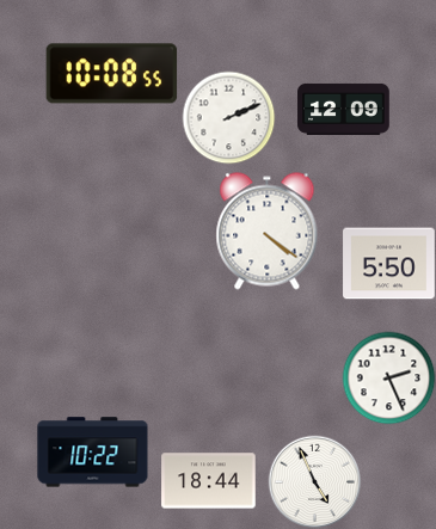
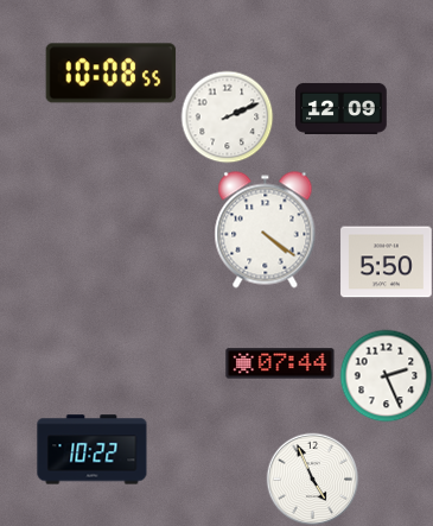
clock at (280, 363): none -> 07:44
clock at (209, 481): 18:44 -> none
